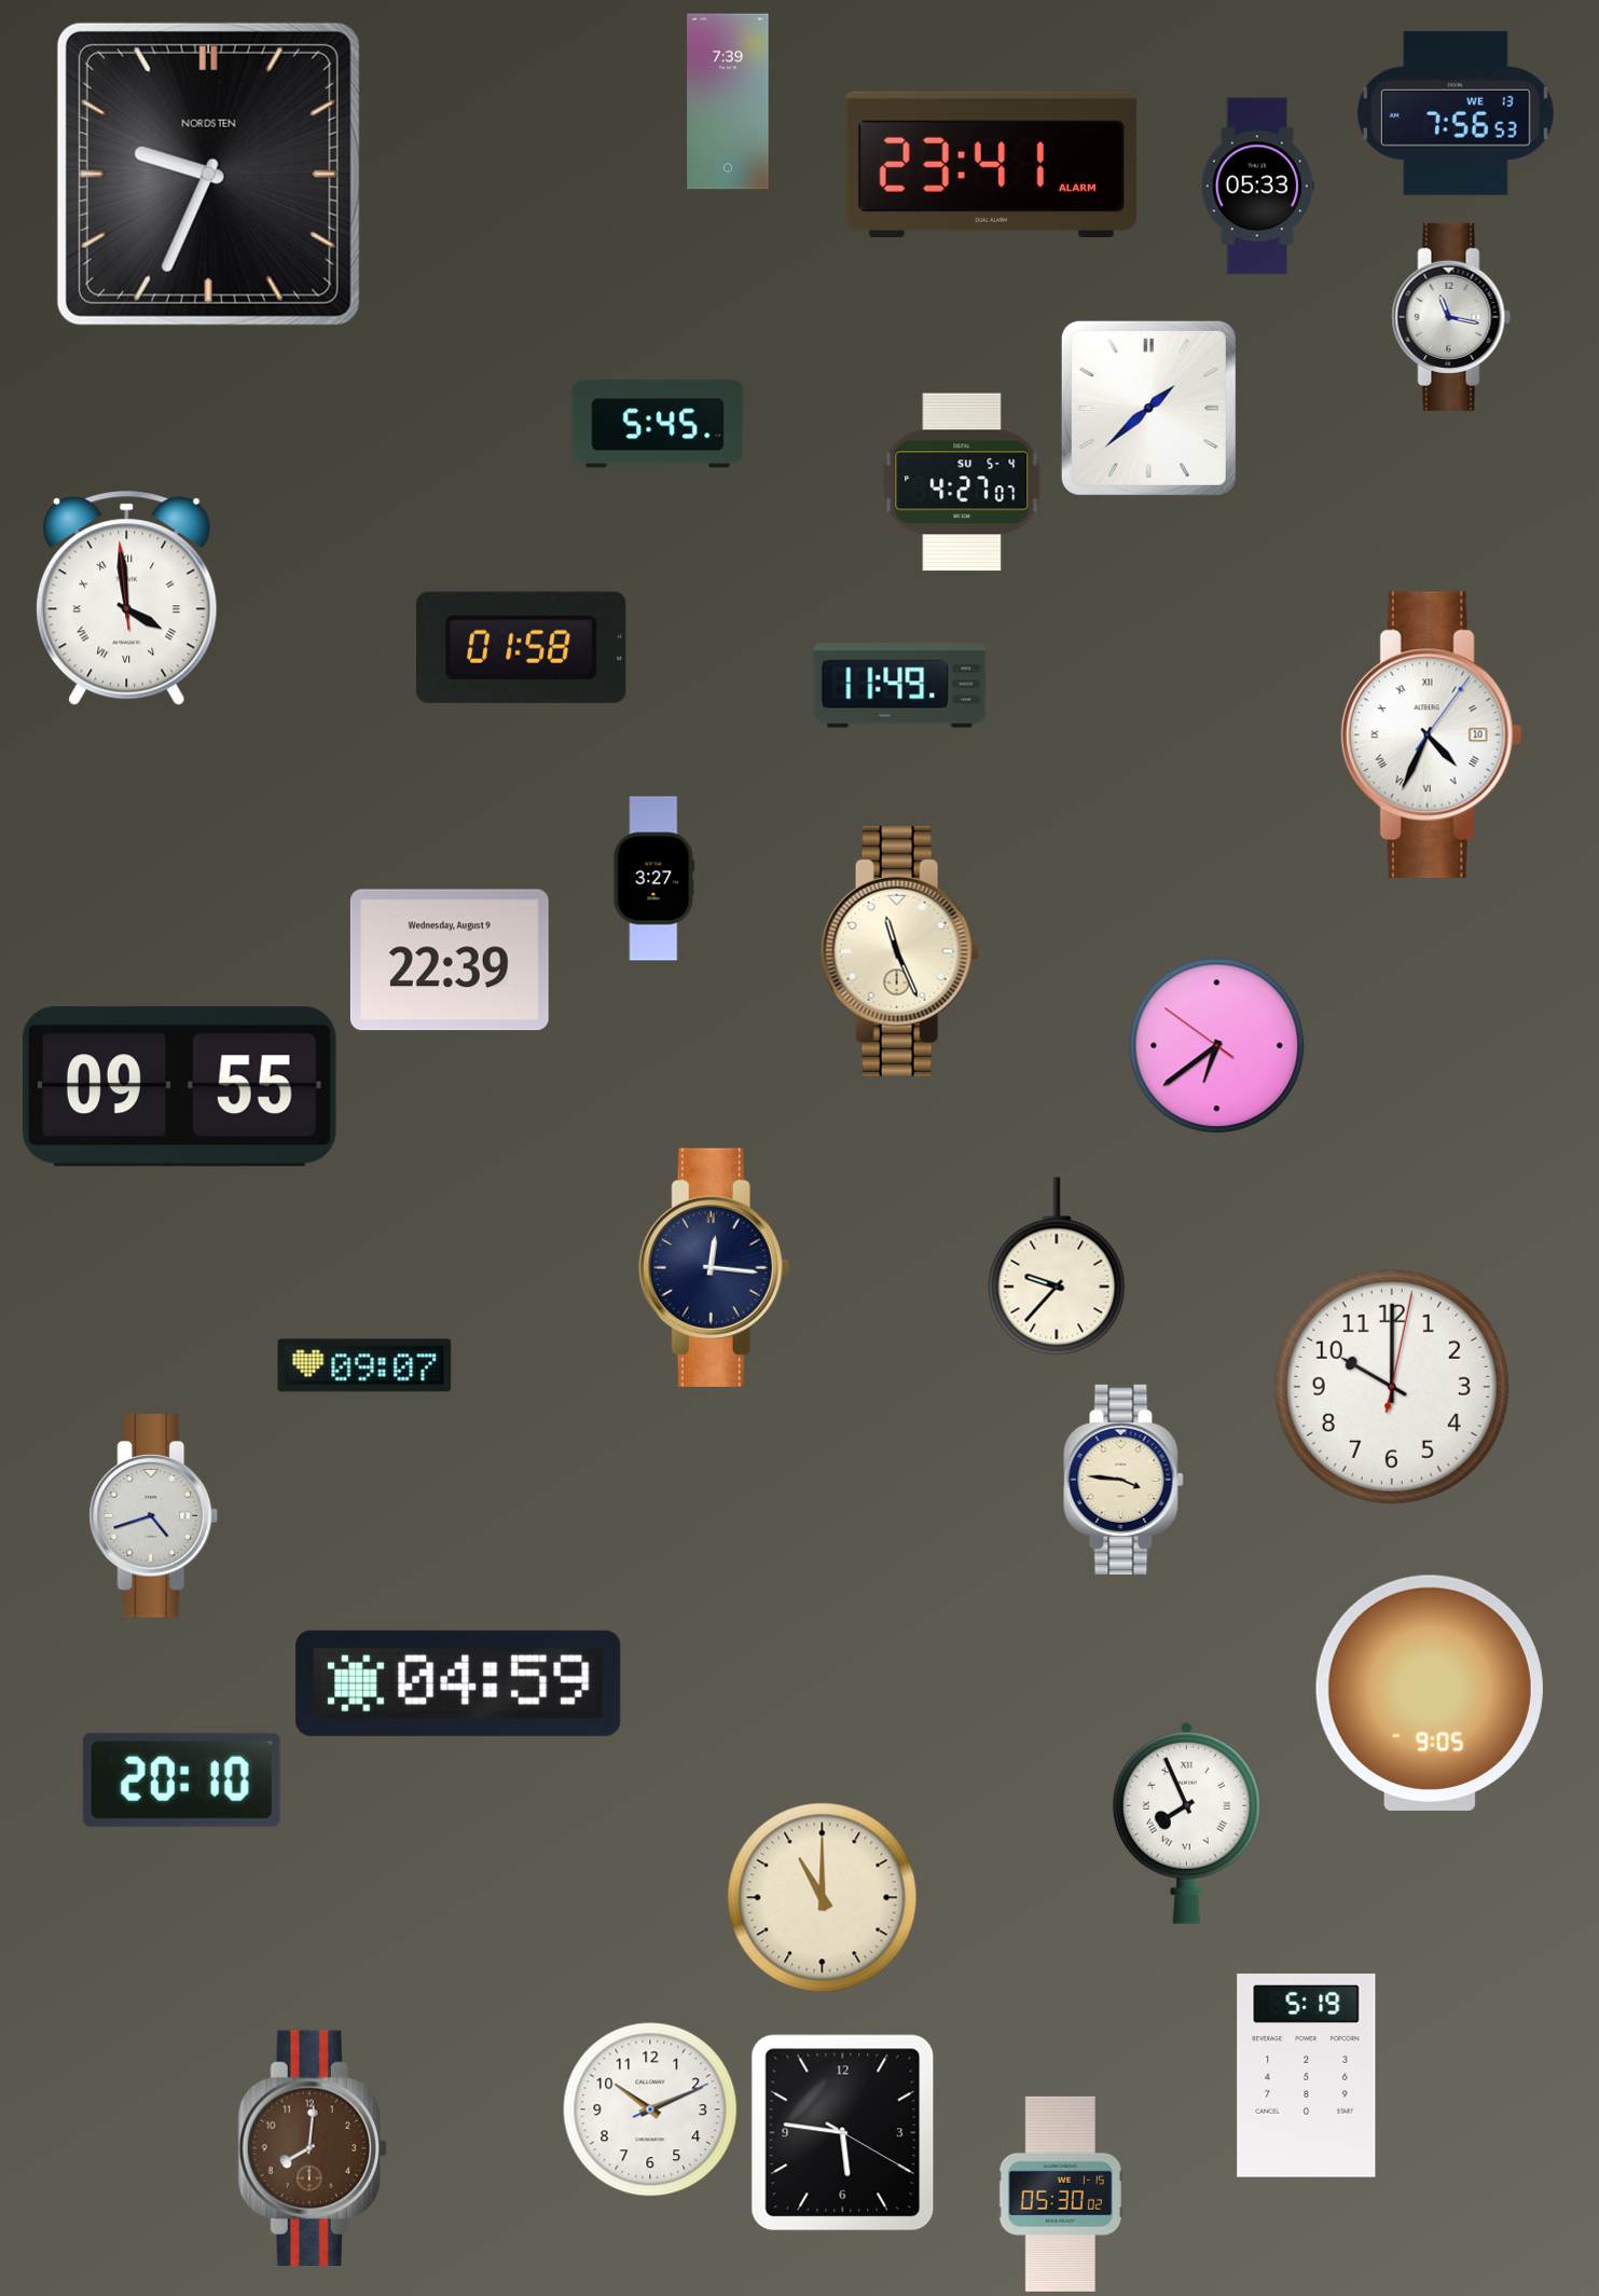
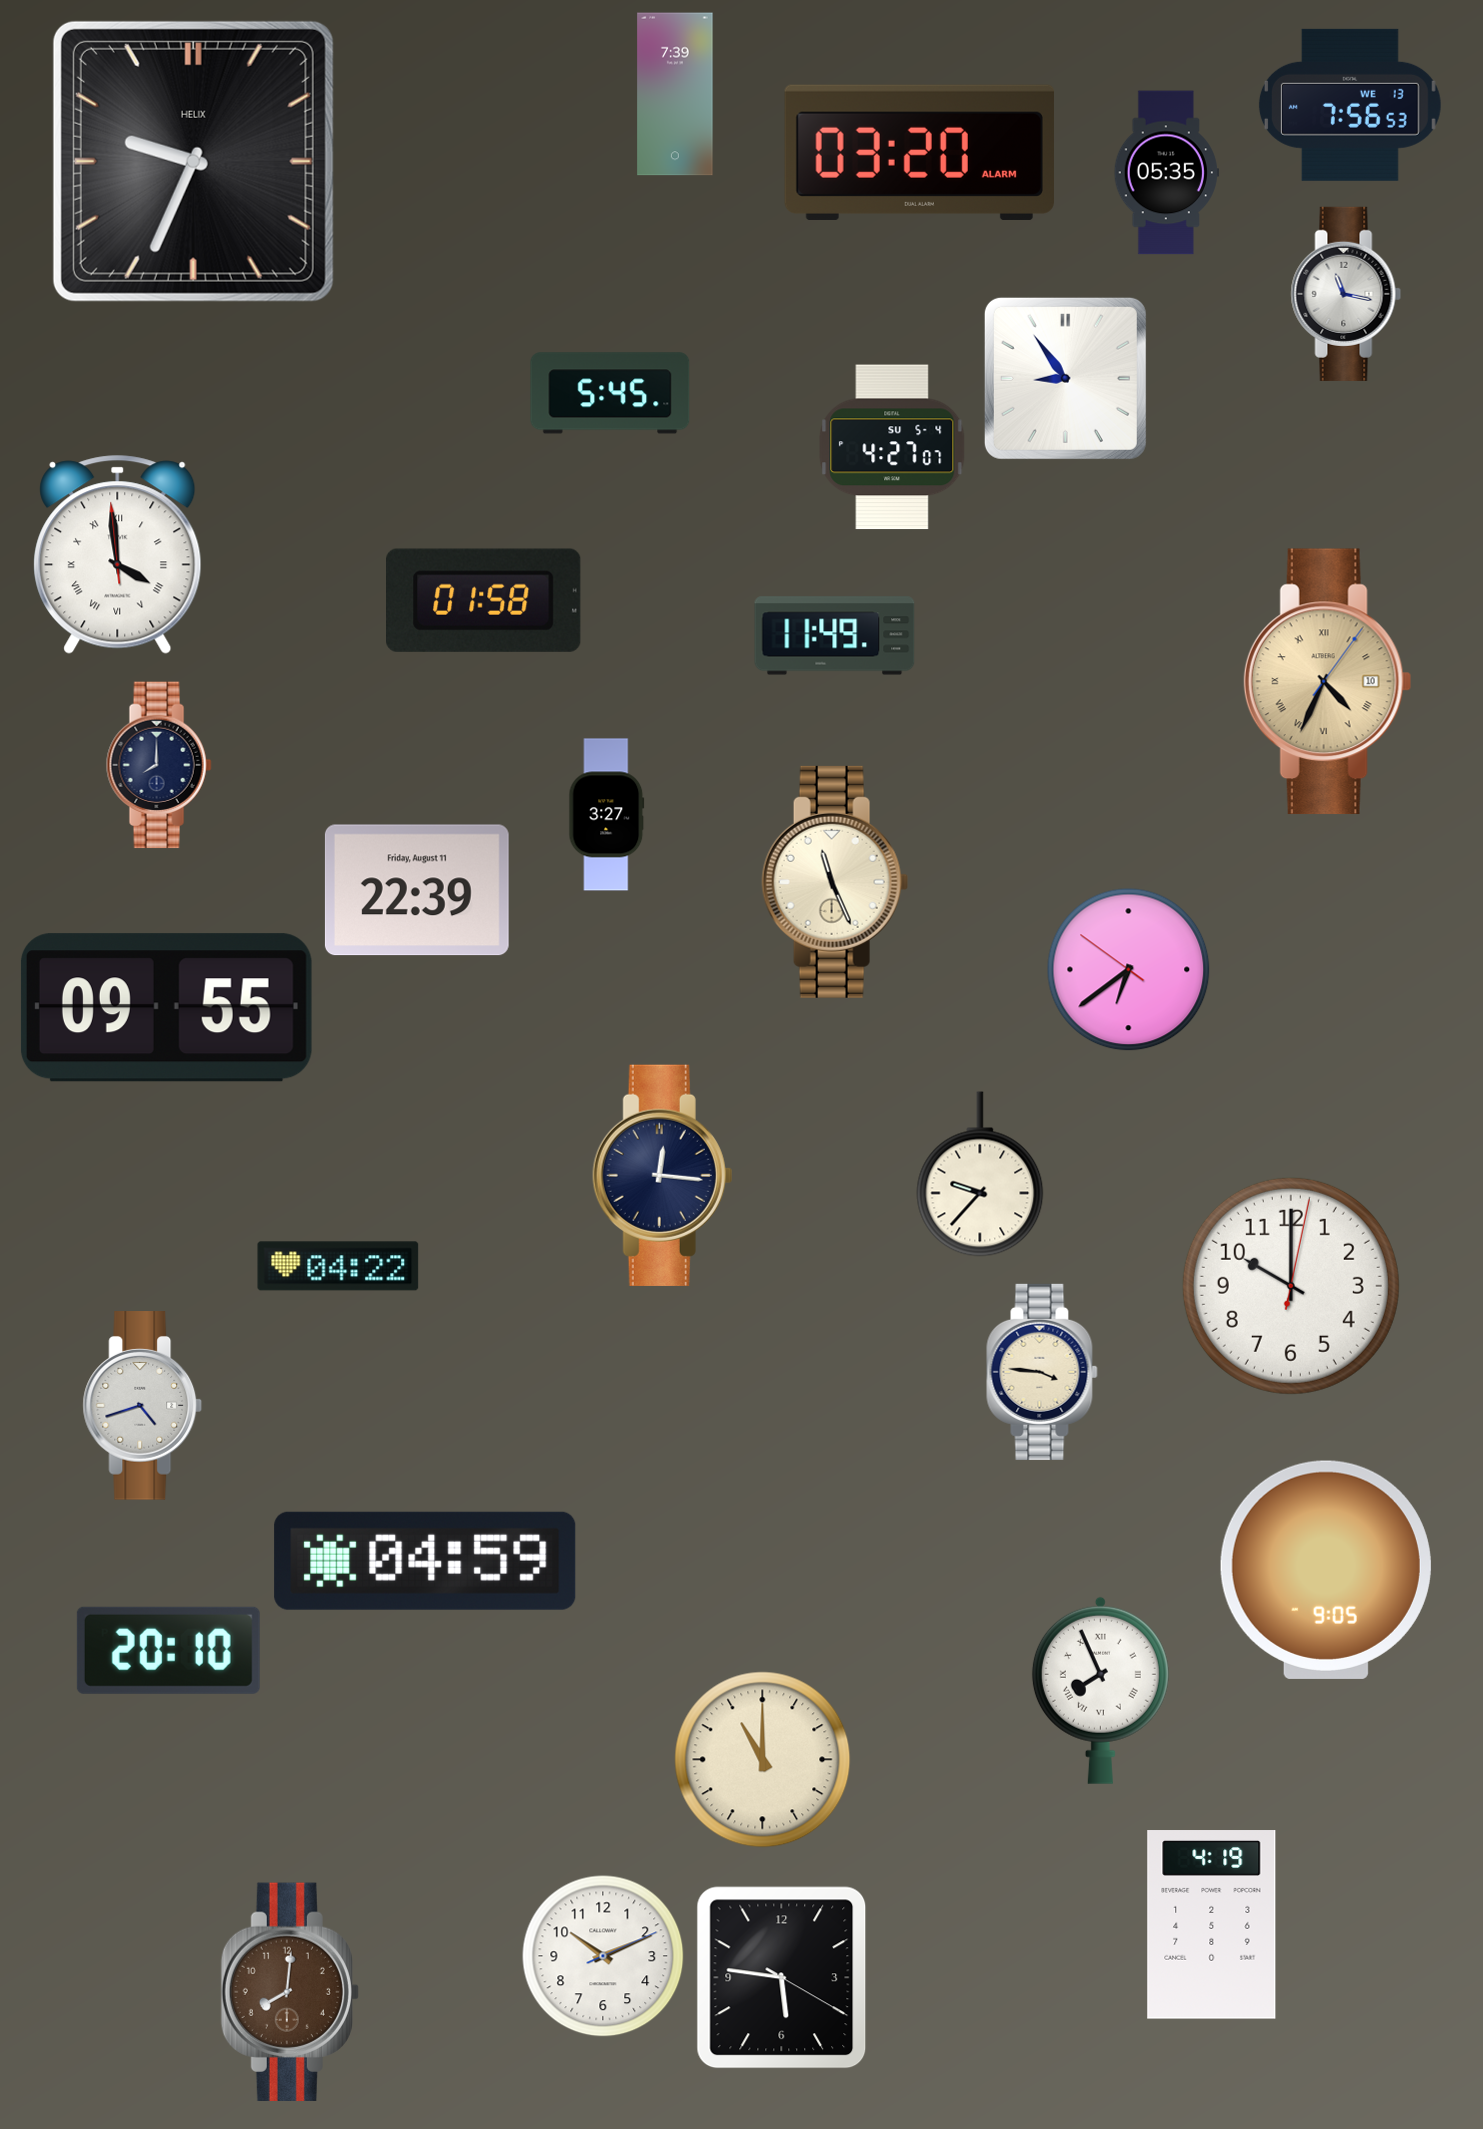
clock at (991, 164): 23:41 -> 03:20
clock at (208, 174) brand: NORDSTEN -> HELIX
clock at (1257, 187): 05:33 -> 05:35
clock at (1148, 408): 1:38 -> 8:54
clock at (1431, 734) dial: white -> champagne
clock at (159, 765): none -> 8:00
clock at (450, 960) date: Wednesday, August 9 -> Friday, August 11
clock at (364, 1365): 09:07 -> 04:22
clock at (1307, 2076): 5:19 -> 4:19
clock at (1060, 2194): 05:30 -> none
